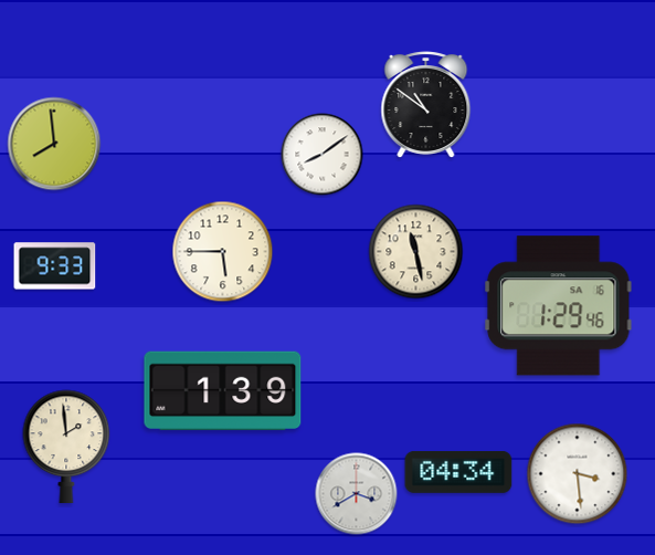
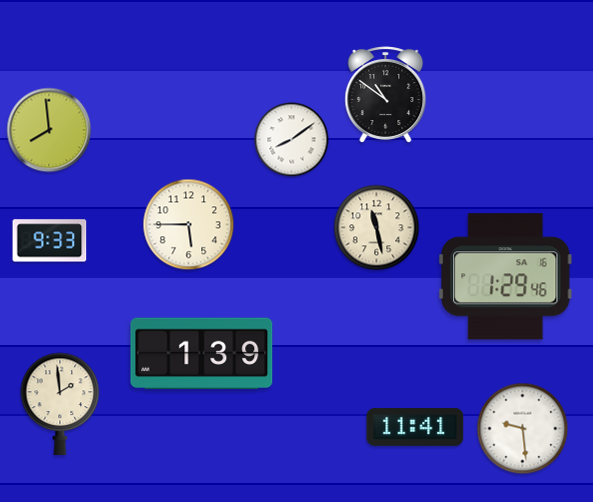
clock at (223, 252) position: (223, 252) -> (189, 225)
clock at (458, 472): 04:34 -> 11:41
clock at (578, 474): 3:29 -> 9:29
clock at (357, 494): 3:40 -> none
